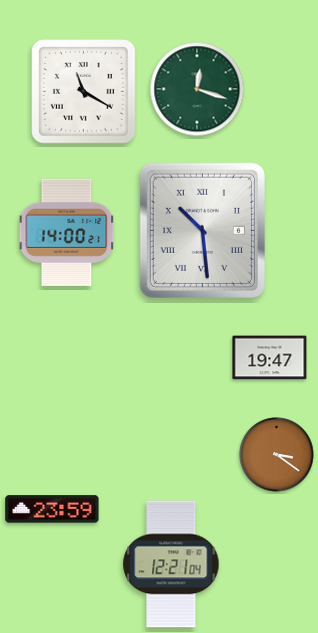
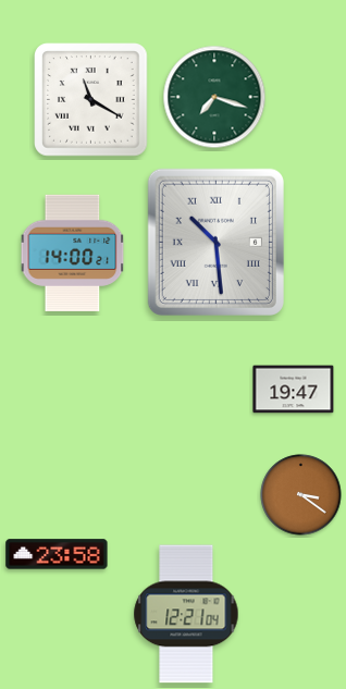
clock at (197, 89): 12:18 -> 7:18
clock at (202, 230) position: (202, 230) -> (215, 242)
clock at (52, 509): 23:59 -> 23:58
